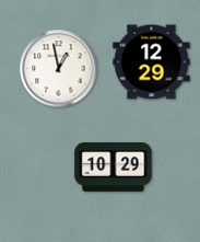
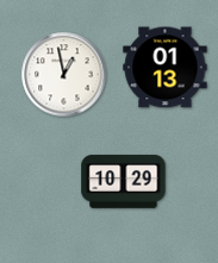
clock at (152, 62): 12:29 -> 01:13
